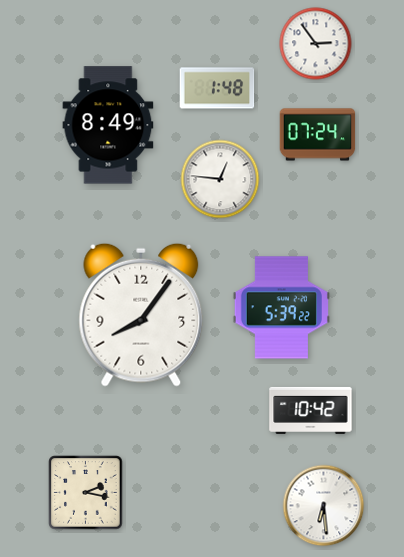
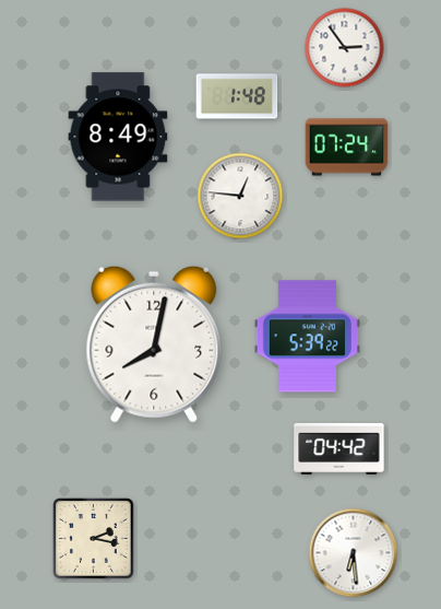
clock at (141, 315): 8:06 -> 8:02
clock at (311, 410): 10:42 -> 04:42
